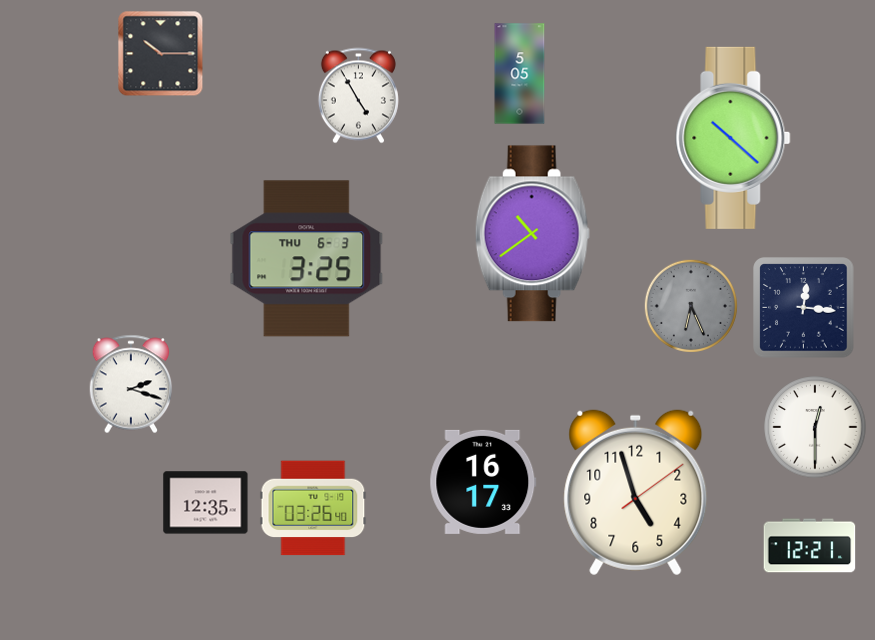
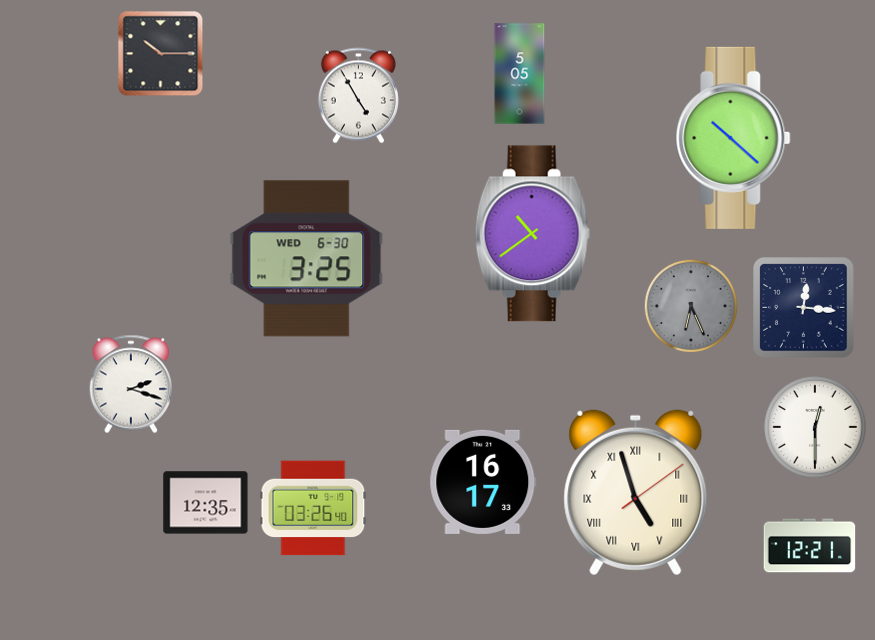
clock at (307, 259) date: THU 6-3 -> WED 6-30
clock at (636, 493) numerals: Arabic -> Roman
